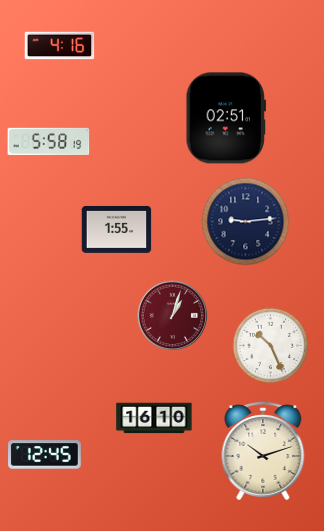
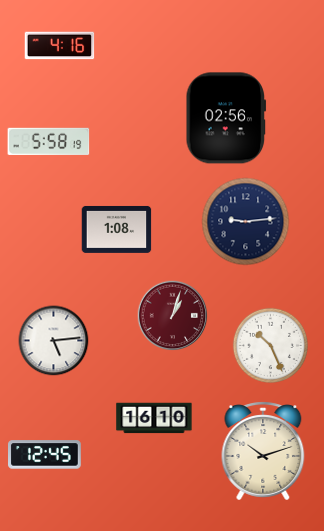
clock at (226, 118): 02:51 -> 02:56
clock at (117, 229): 1:55 -> 1:08
clock at (54, 341): none -> 5:14
